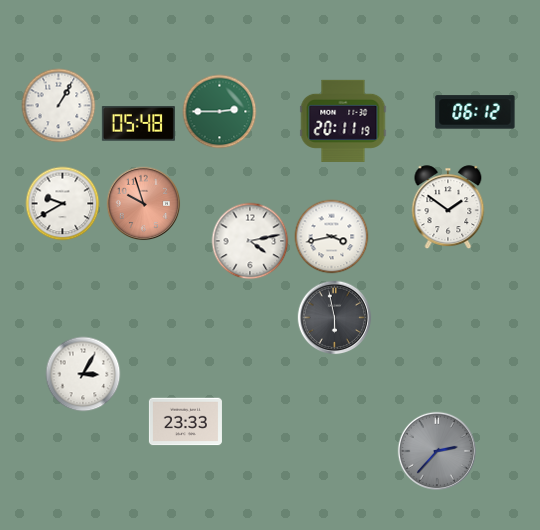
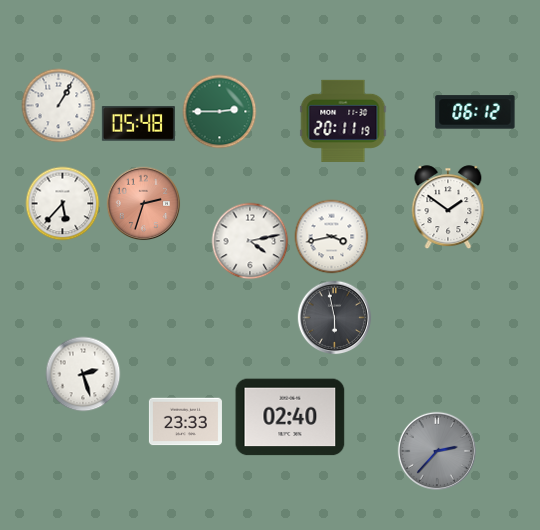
clock at (63, 204): 9:40 -> 5:37
clock at (144, 204): 9:57 -> 2:33
clock at (83, 374): 3:05 -> 2:27
clock at (290, 417): none -> 02:40
